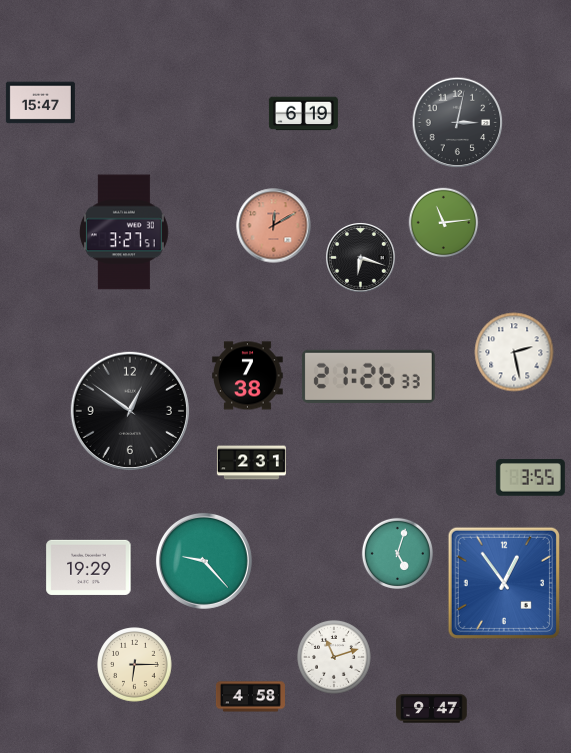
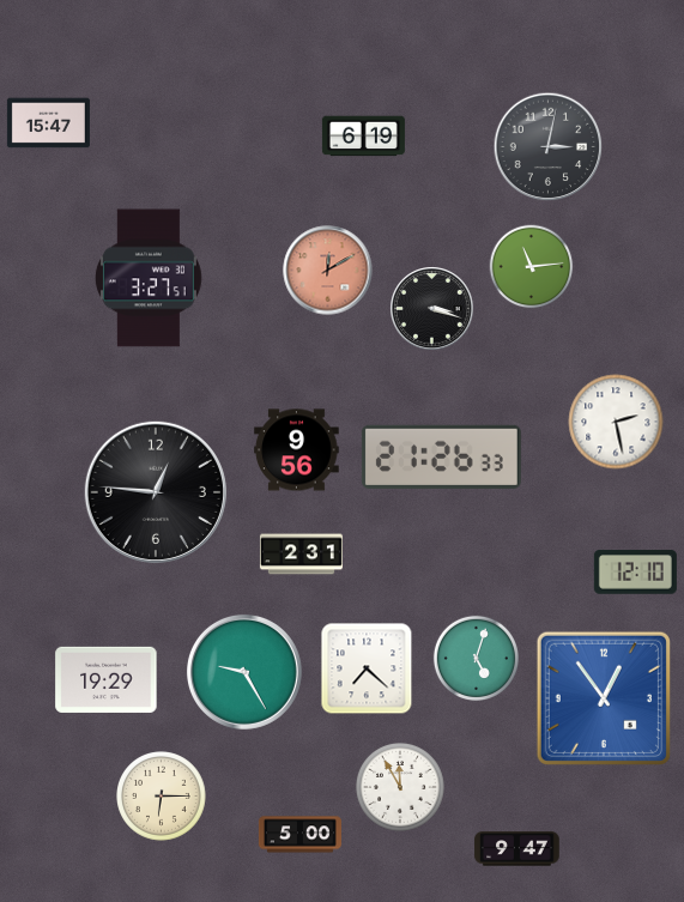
clock at (361, 258): 6:18 -> 3:18
clock at (248, 376): 7:38 -> 9:56
clock at (368, 376) position: (368, 376) -> (441, 456)
clock at (130, 411): 12:51 -> 12:46
clock at (530, 478): 3:55 -> 12:10
clock at (397, 553) position: (397, 553) -> (476, 658)
clock at (367, 668): none -> 7:22
clock at (204, 561): 9:23 -> 9:25
clock at (334, 657): 11:12 -> 11:55
clock at (250, 697): 4:58 -> 5:00
